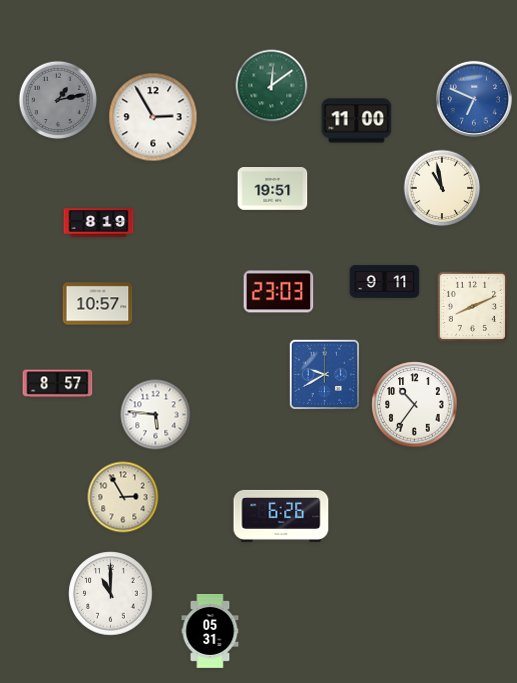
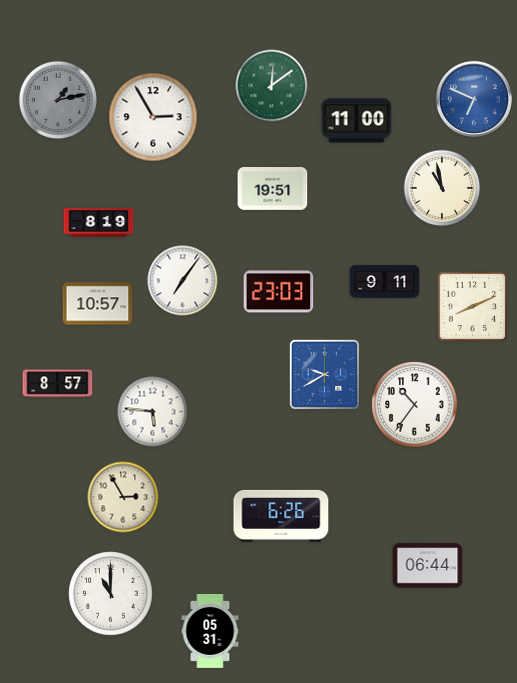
clock at (183, 281): none -> 7:06
clock at (156, 415) position: (156, 415) -> (153, 412)
clock at (428, 566): none -> 06:44
